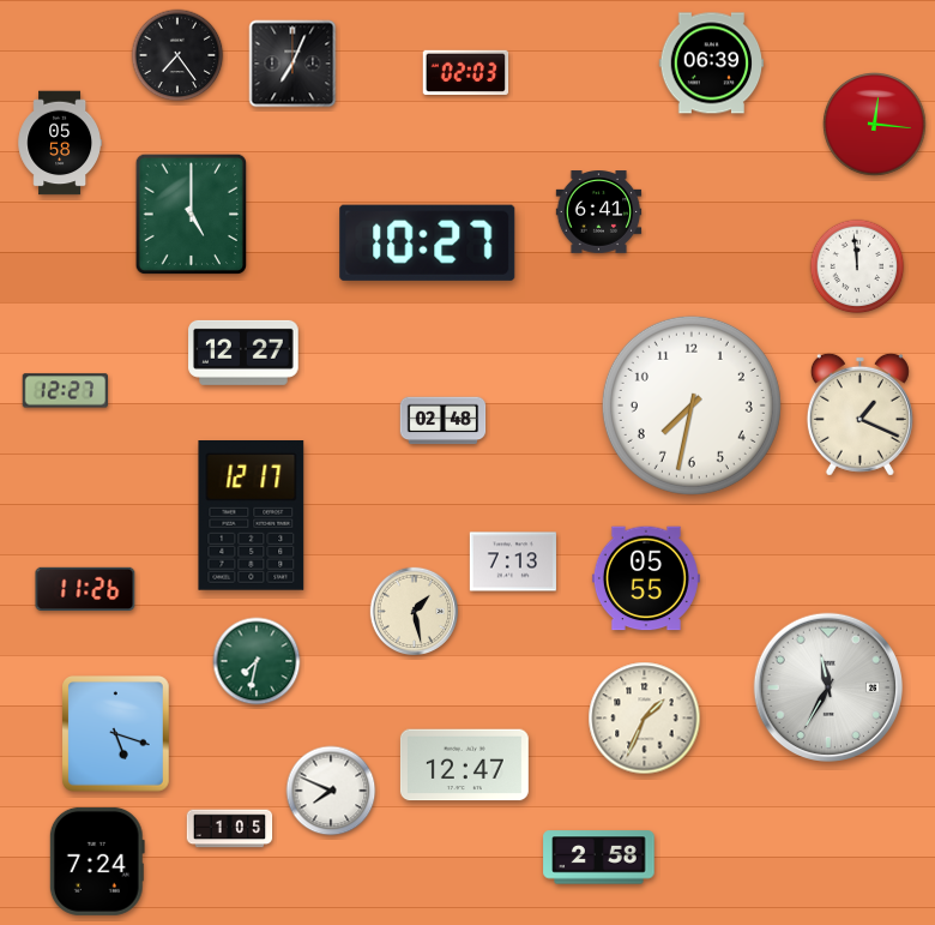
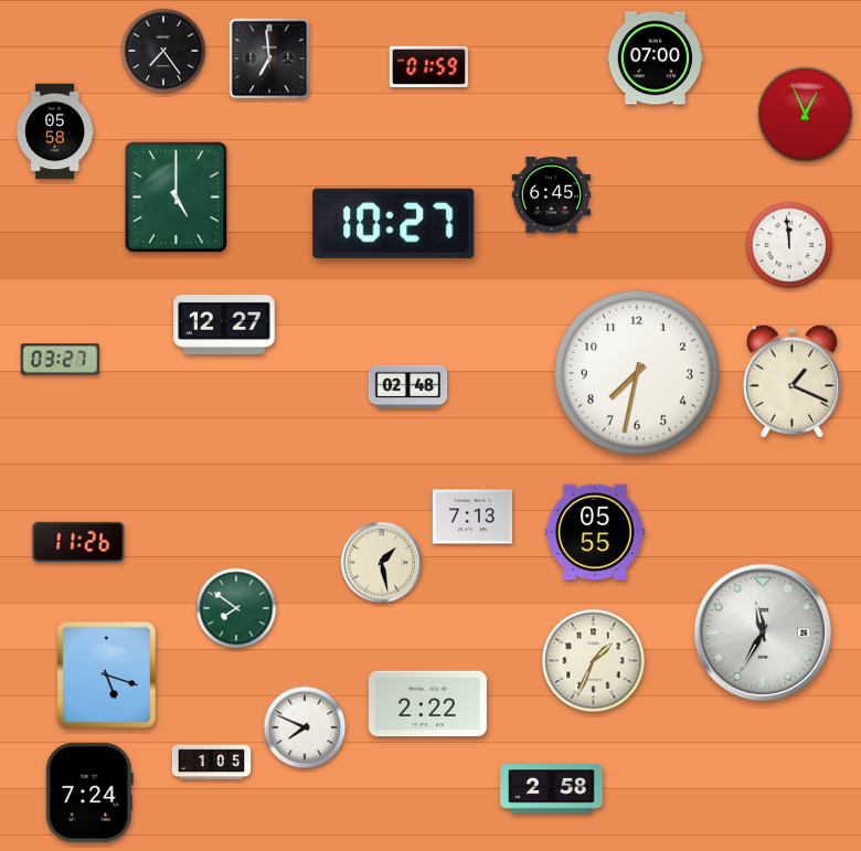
clock at (292, 64): 7:04 -> 6:59
clock at (712, 64): 06:39 -> 07:00
clock at (466, 72): 02:03 -> 01:59
clock at (875, 125): 12:16 -> 12:56
clock at (599, 212): 6:41 -> 6:45
clock at (65, 391): 12:27 -> 03:27
clock at (252, 516): 12:17 -> none
clock at (257, 661): 7:32 -> 7:51
clock at (464, 765): 12:47 -> 2:22
